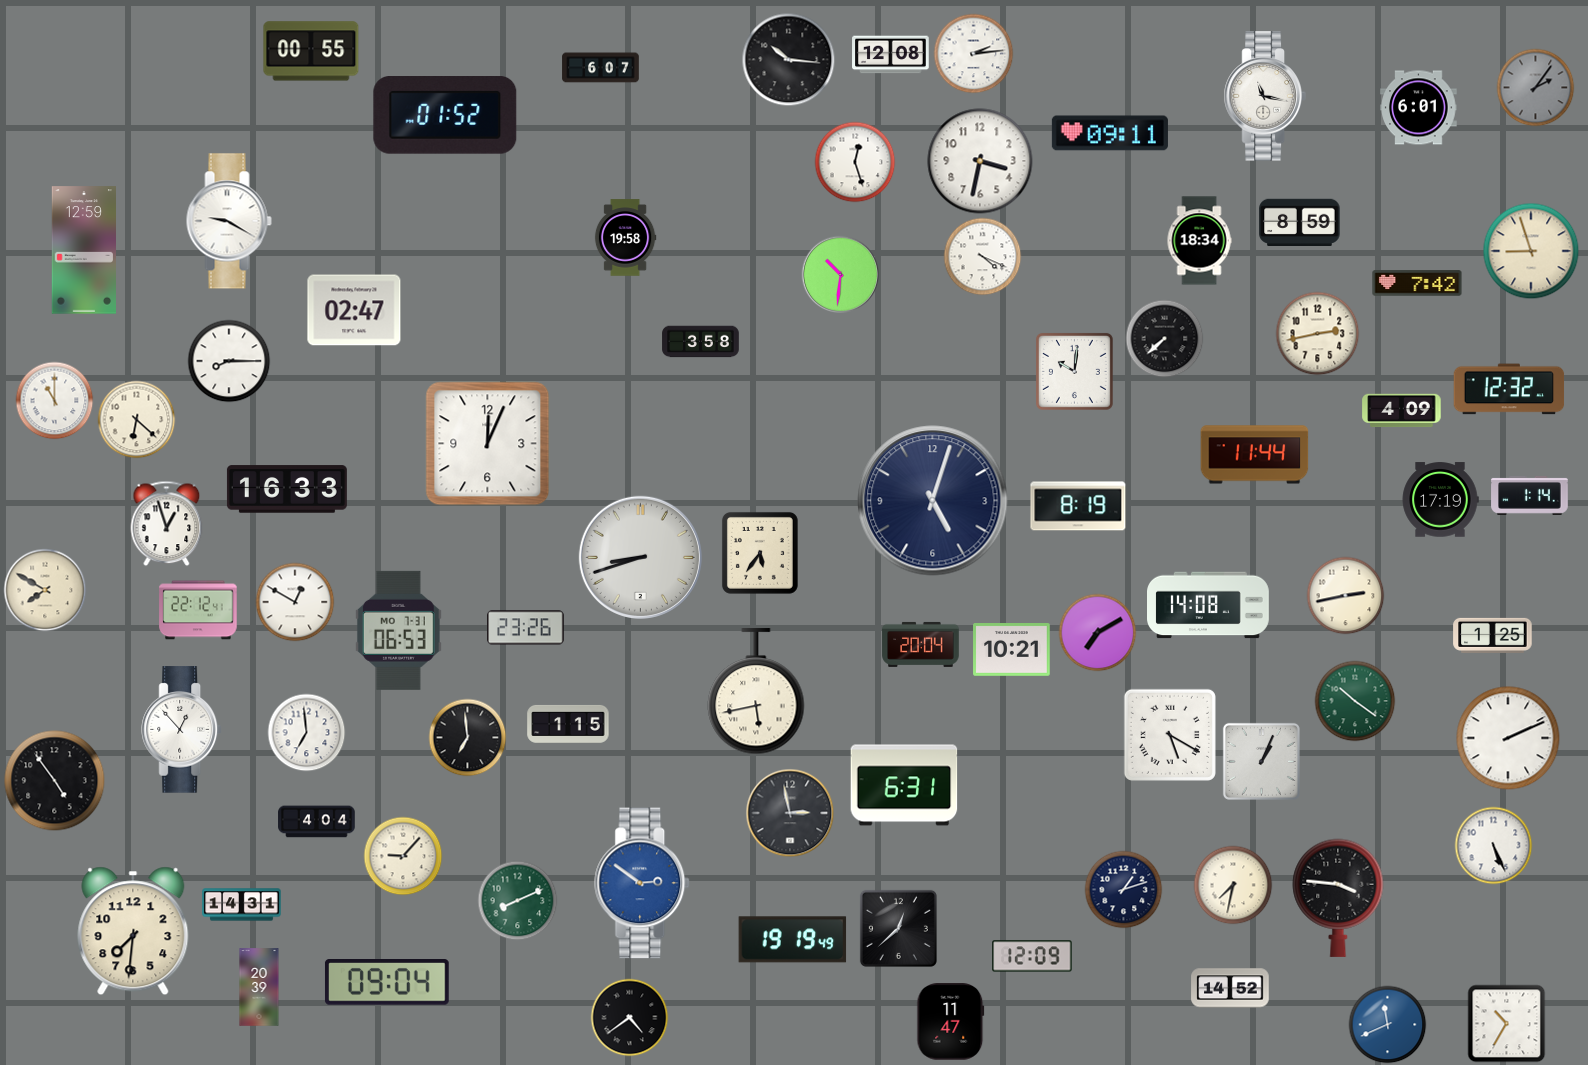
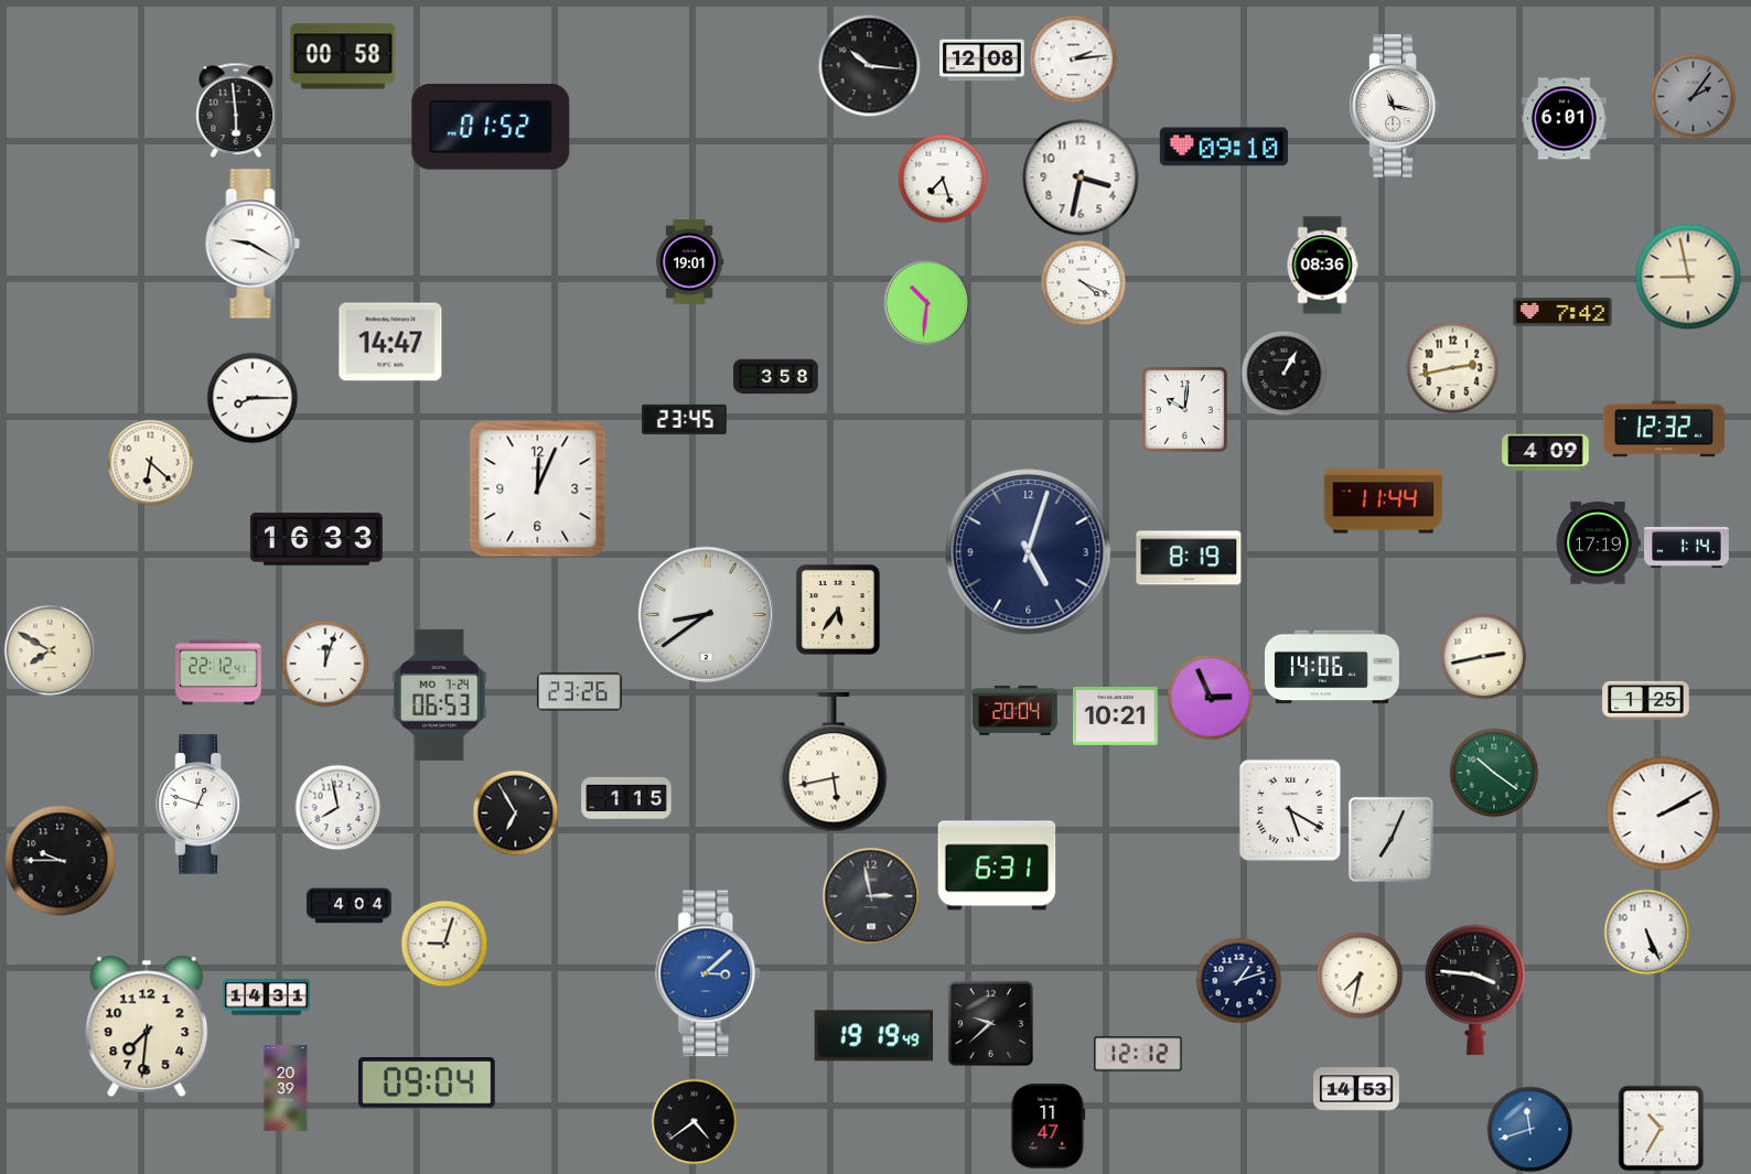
clock at (311, 51): 00:55 -> 00:58
clock at (601, 68): 6:07 -> none
clock at (236, 110): none -> 5:59
clock at (1110, 133): 09:11 -> 09:10
clock at (855, 162): 12:27 -> 7:27
clock at (1300, 222): 8:59 -> none
clock at (625, 238): 19:58 -> 19:01
clock at (1199, 241): 18:34 -> 08:36
clock at (83, 250): 12:59 -> none
clock at (1531, 251): 8:57 -> 8:58
clock at (354, 310): 02:47 -> 14:47
clock at (1164, 338): 7:38 -> 1:05
clock at (701, 342) position: (701, 342) -> (776, 377)
clock at (685, 419): none -> 23:45
clock at (54, 400): 11:00 -> none
clock at (1440, 500) position: (1440, 500) -> (1598, 543)
clock at (167, 523): 12:57 -> none
clock at (640, 557): 8:42 -> 8:39
clock at (295, 602): 12:50 -> 12:03
clock at (1209, 605): 14:08 -> 14:06
clock at (398, 630) date: MO 7-31 -> MO 7-24
clock at (1097, 632): 7:10 -> 2:56
clock at (182, 730): 12:53 -> 12:48
clock at (306, 732): 6:59 -> 7:58
clock at (467, 737): 6:59 -> 6:55
clock at (1508, 738): 2:11 -> 2:10
clock at (1261, 761): 1:04 -> 7:04
clock at (55, 781): 4:54 -> 9:45
clock at (403, 856): 9:07 -> 9:03
clock at (643, 883): 2:51 -> 3:08
clock at (517, 900): 8:11 -> none
clock at (898, 928): 12:38 -> 9:38
clock at (1032, 956): 12:09 -> 12:12
clock at (1230, 988): 14:52 -> 14:53
clock at (1387, 1024): 11:41 -> 11:42
